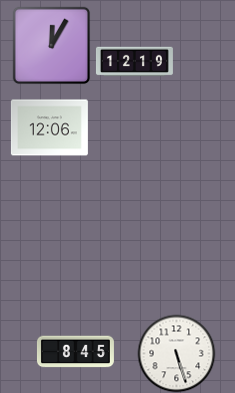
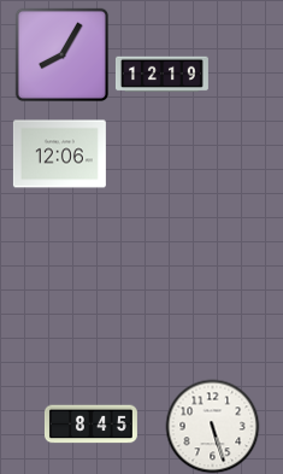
clock at (51, 45): 12:05 -> 8:05
